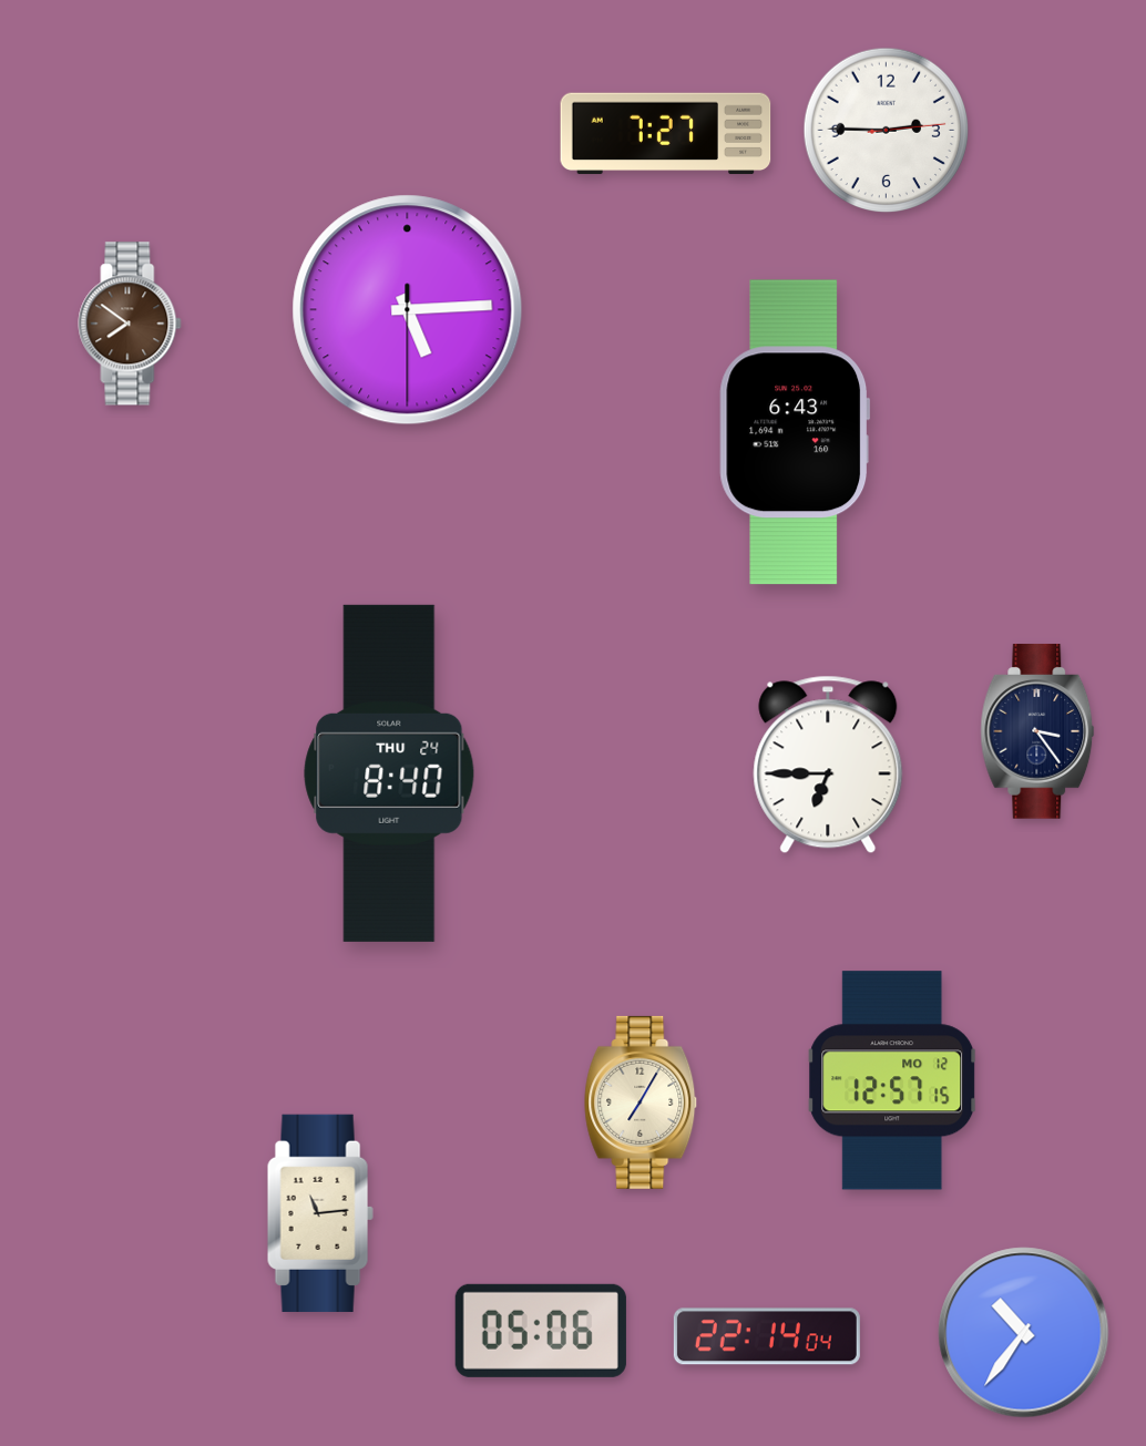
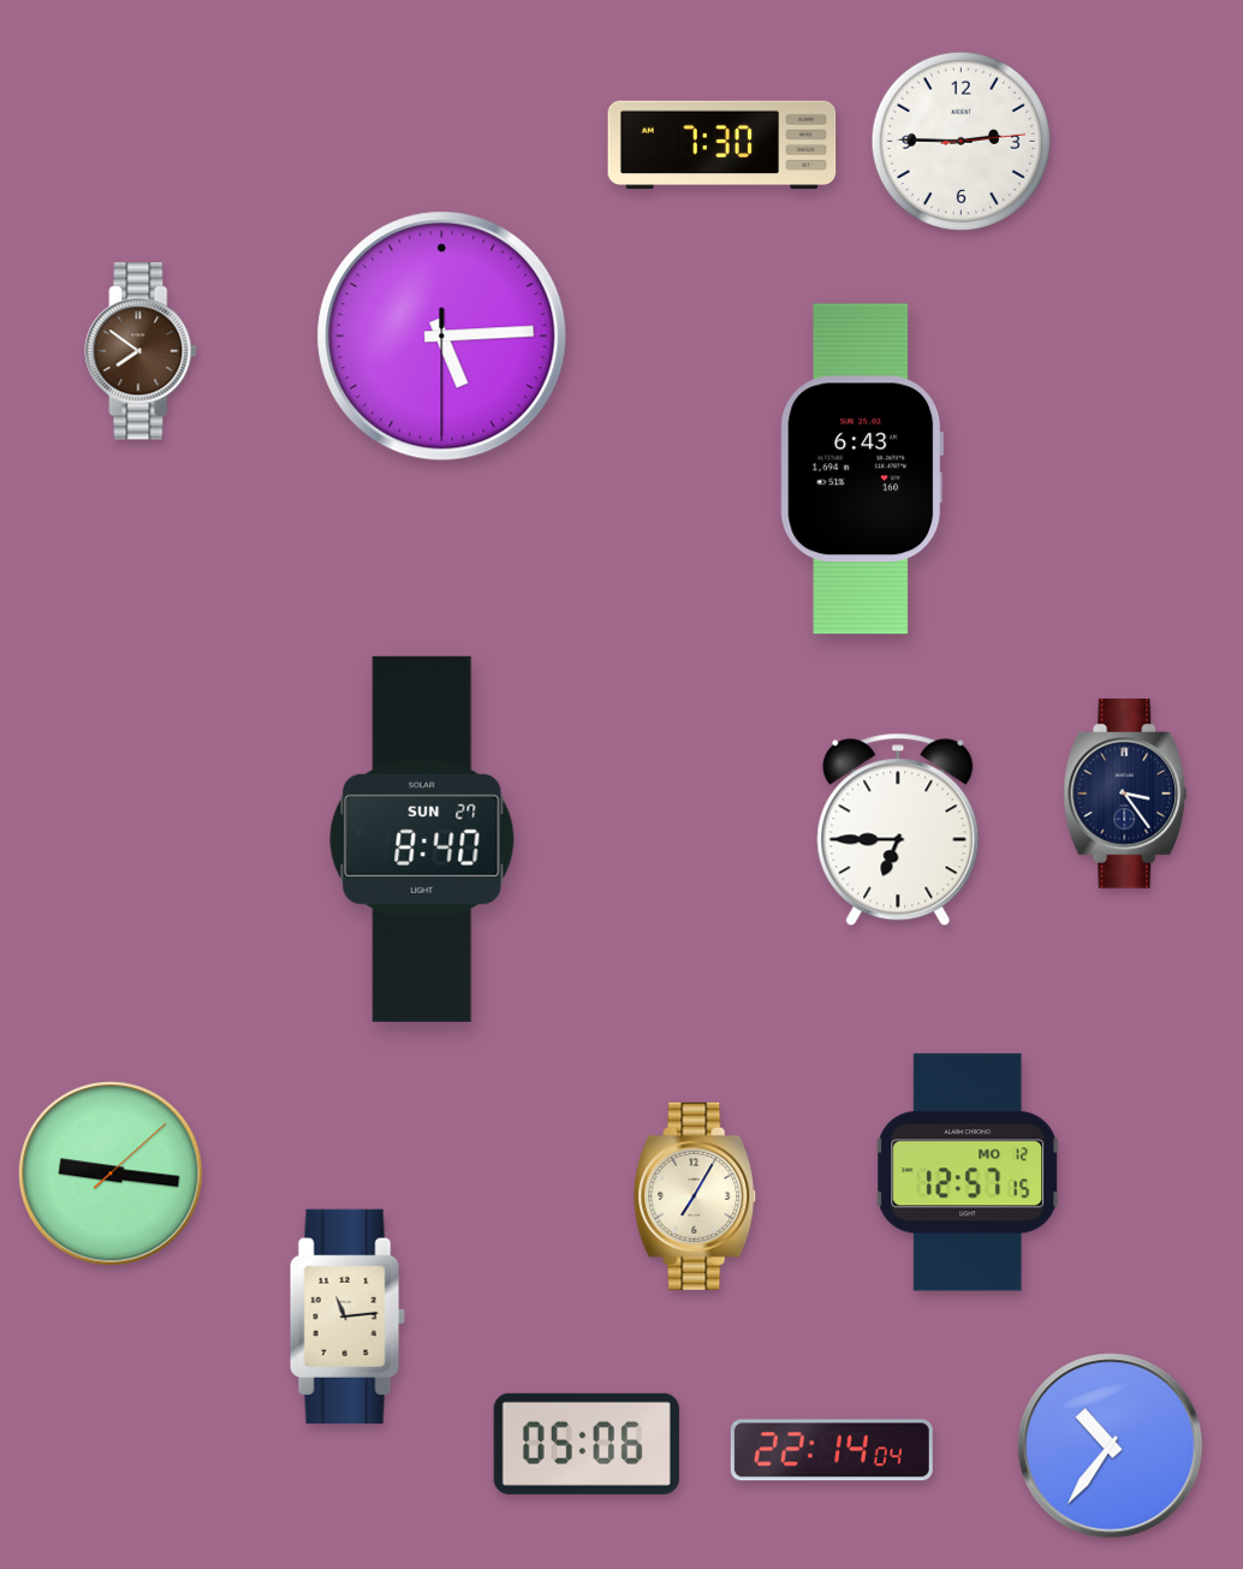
clock at (666, 134): 7:27 -> 7:30
clock at (389, 773) date: THU 24 -> SUN 27
clock at (111, 1173): none -> 9:16
